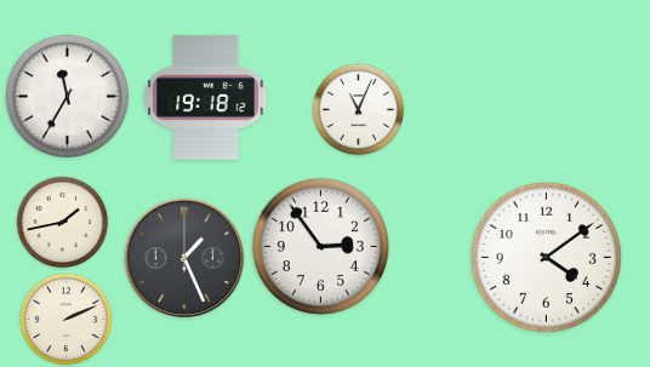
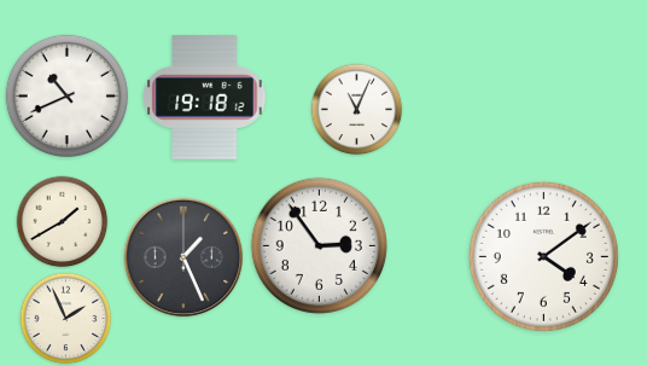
clock at (67, 96): 11:35 -> 10:41
clock at (63, 223): 1:43 -> 1:40
clock at (67, 320): 2:11 -> 1:56
